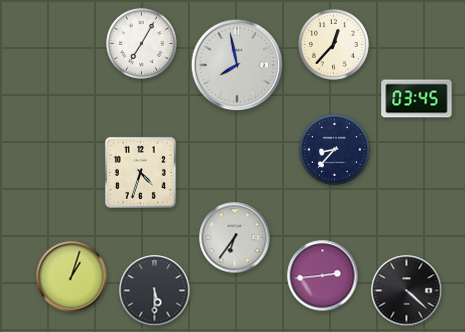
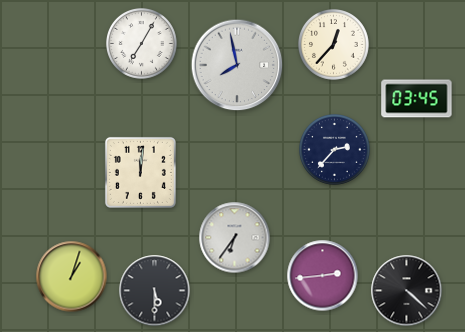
clock at (335, 150): 8:37 -> 2:37
clock at (140, 172): 4:33 -> 12:01
